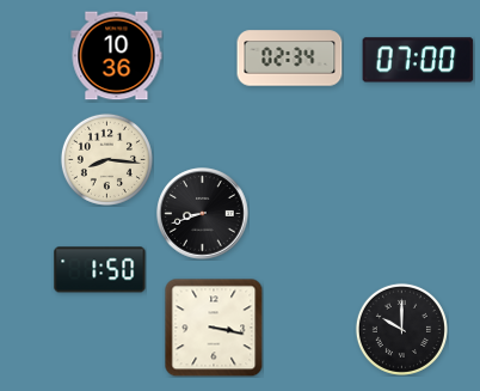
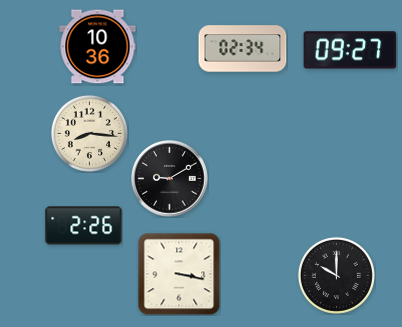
clock at (418, 60): 07:00 -> 09:27
clock at (203, 214): 8:42 -> 9:10
clock at (100, 270): 1:50 -> 2:26
